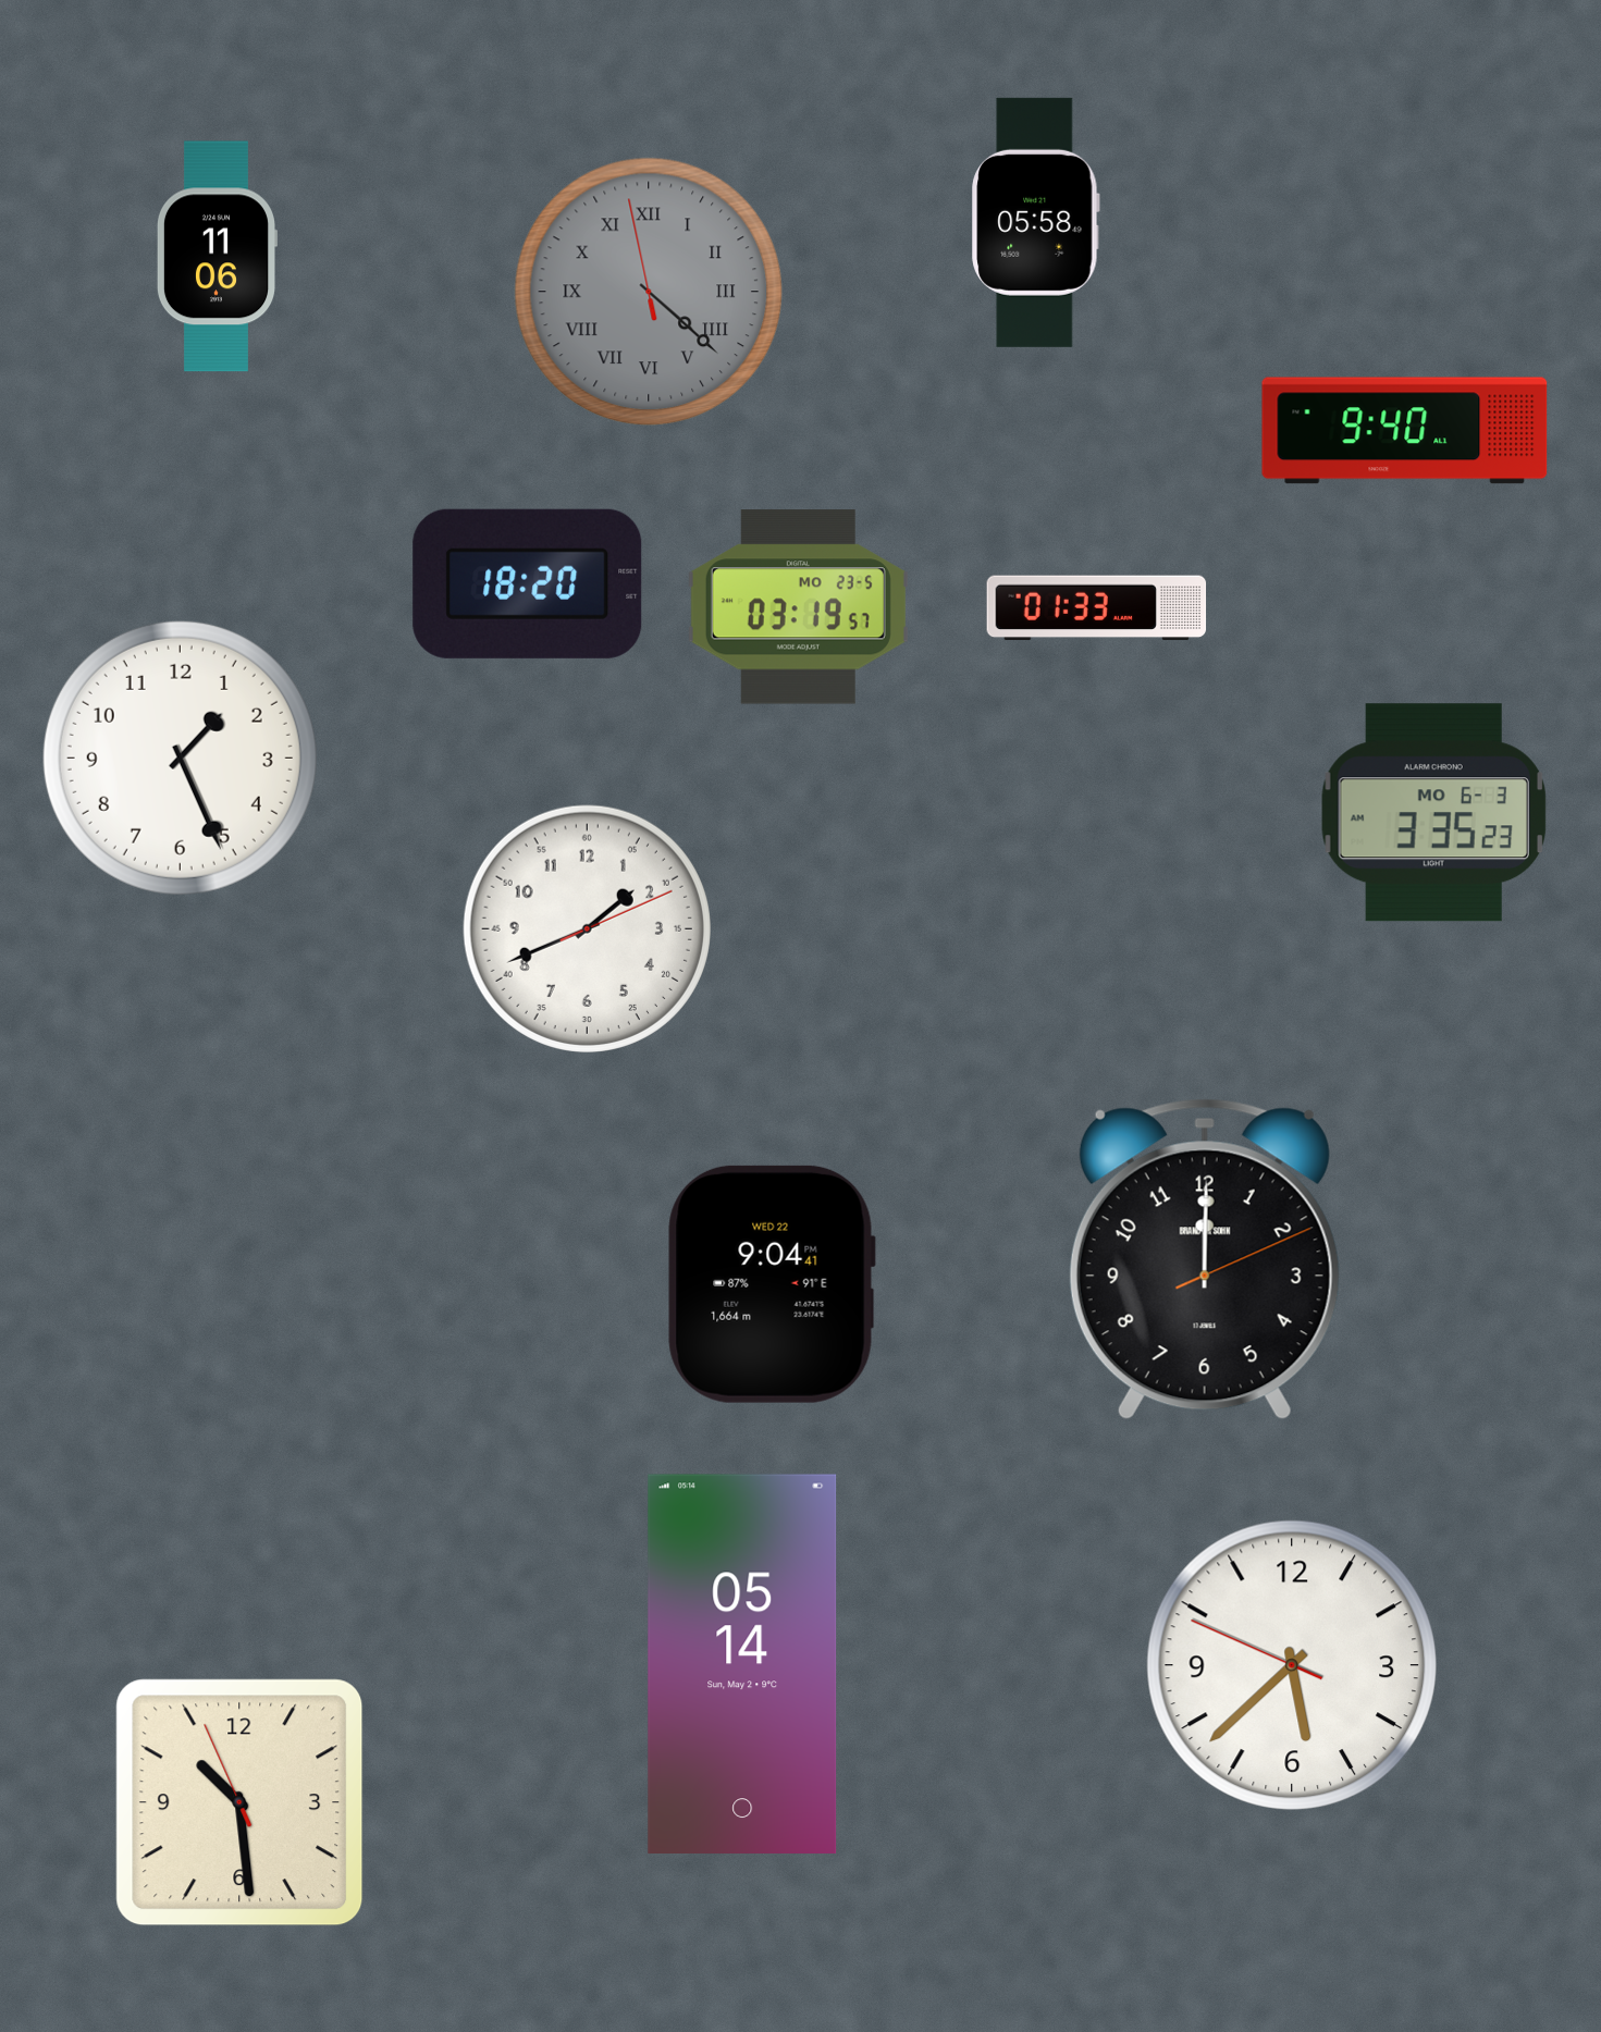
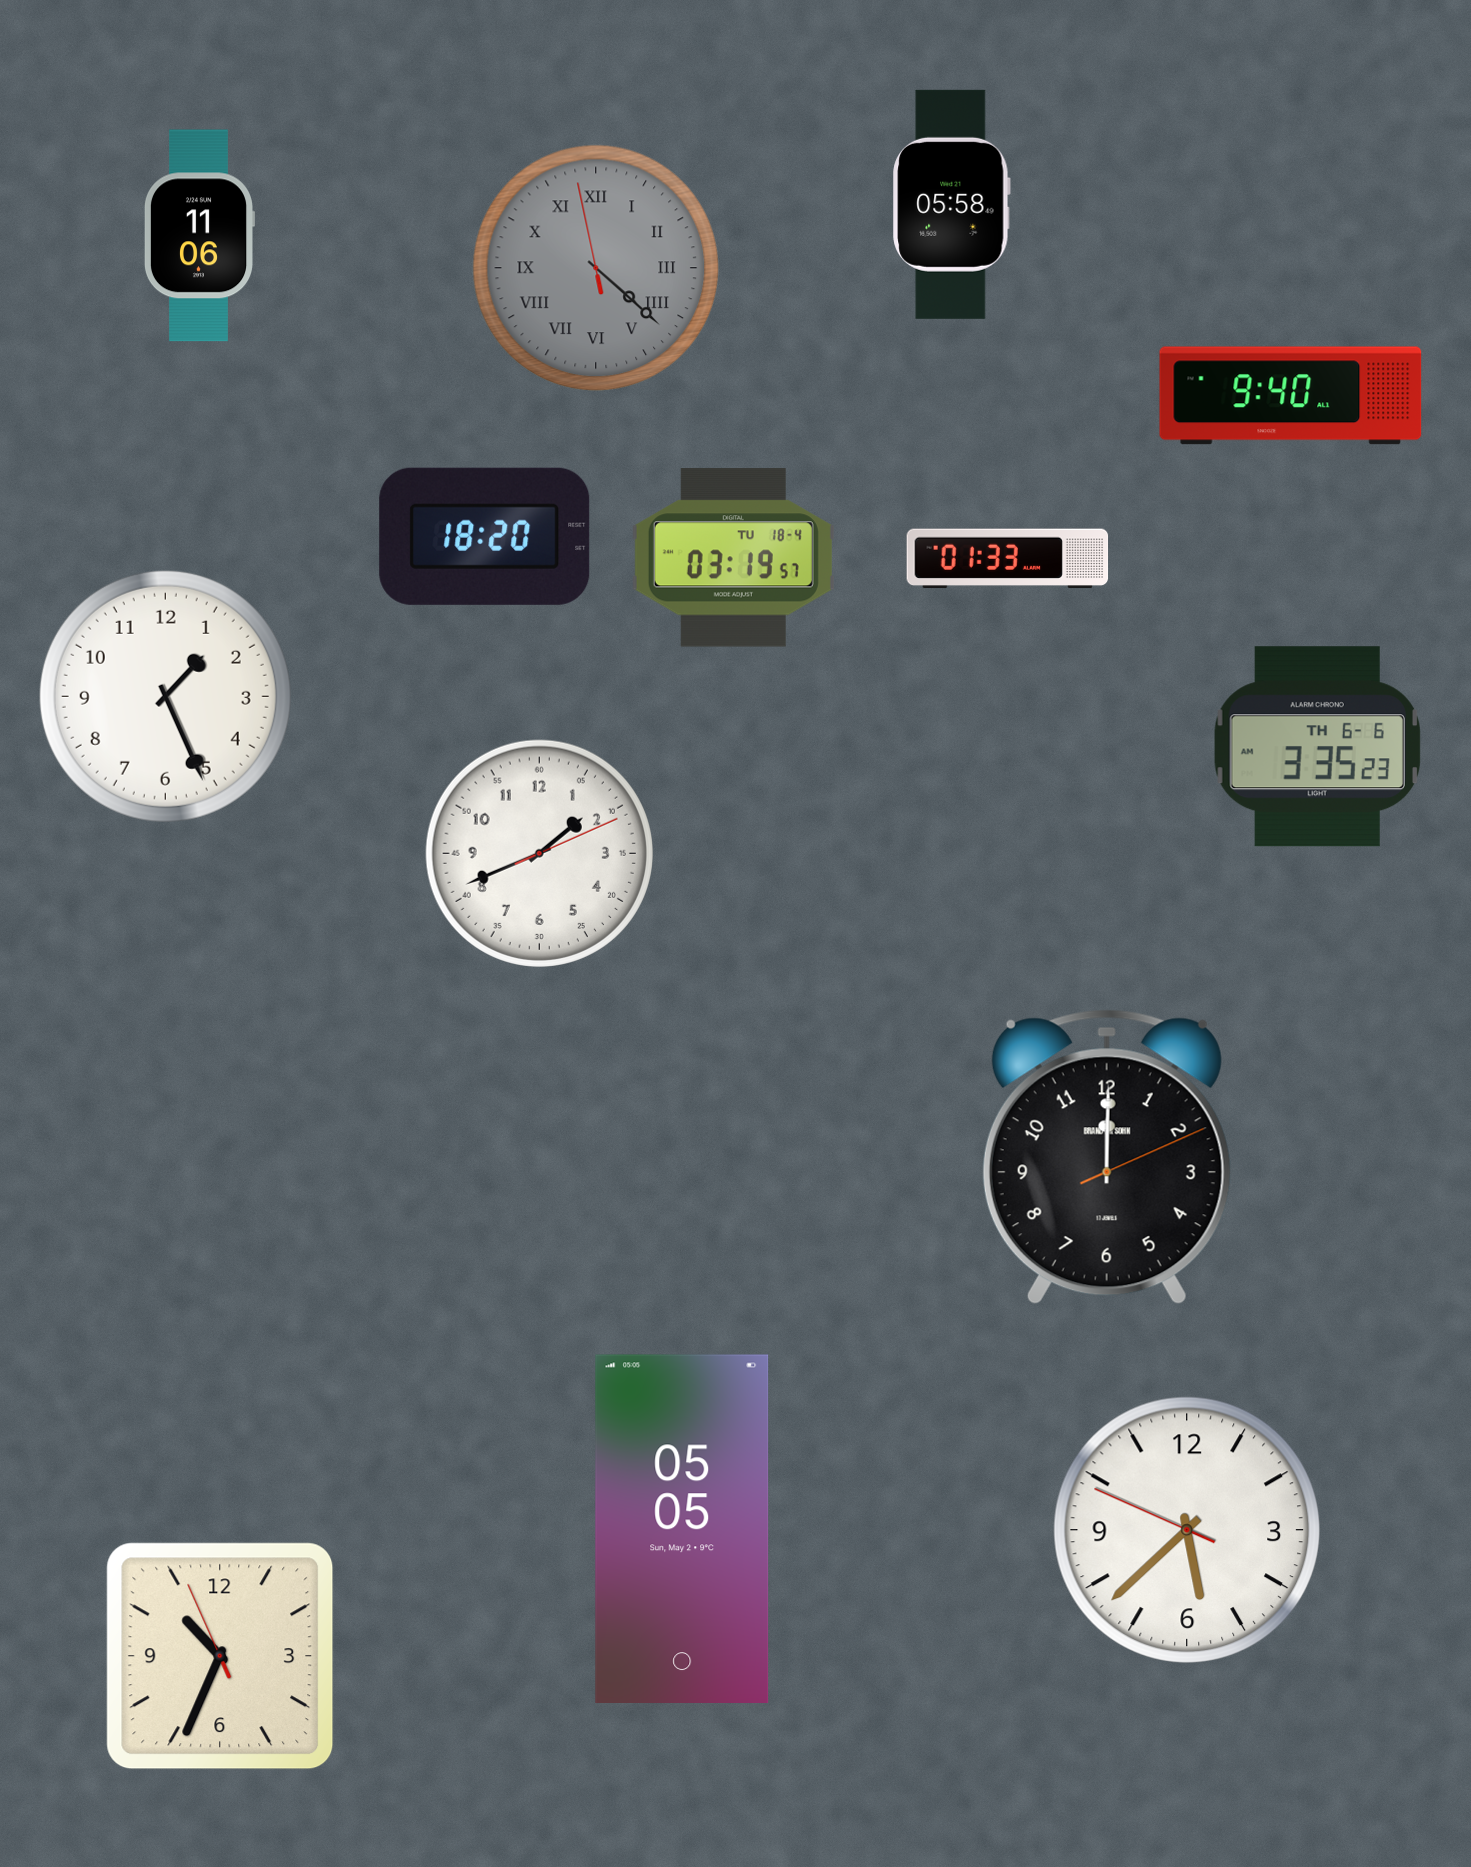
clock at (798, 607) date: MO 23-5 -> TU 18-4
clock at (1433, 813) date: MO 6-3 -> TH 6-6
clock at (772, 1284): 9:04 -> none
clock at (742, 1663): 05:14 -> 05:05
clock at (239, 1802): 10:28 -> 10:33
